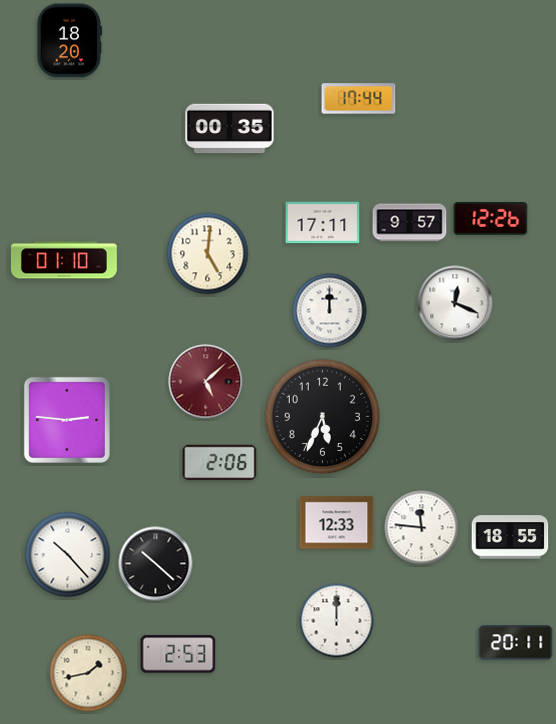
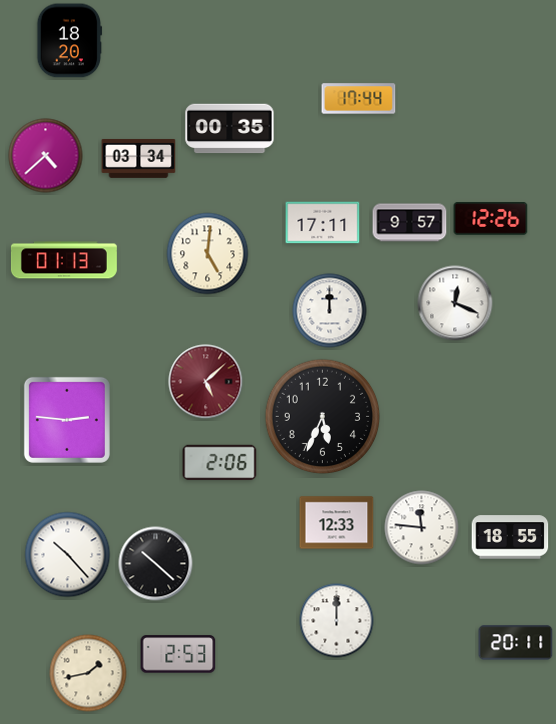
clock at (46, 156): none -> 4:38
clock at (139, 158): none -> 03:34
clock at (64, 260): 01:10 -> 01:13
